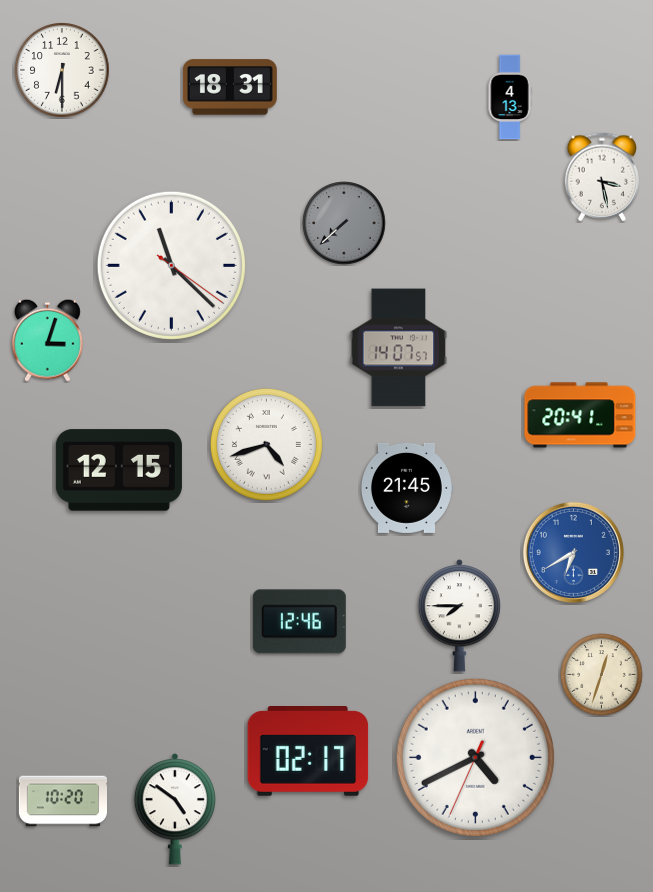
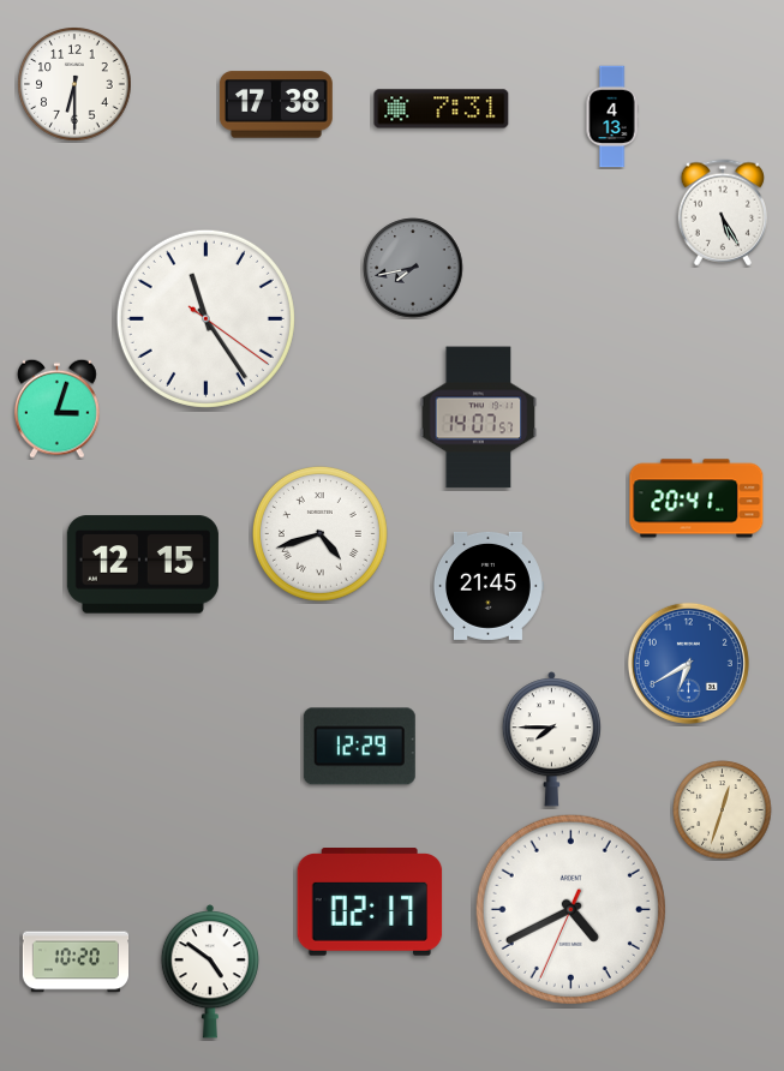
clock at (230, 87): 18:31 -> 17:38
clock at (442, 109): none -> 7:31
clock at (601, 177): 3:28 -> 5:25
clock at (344, 223): 7:38 -> 7:43
clock at (171, 265): 11:22 -> 11:24
clock at (299, 622): 12:46 -> 12:29
